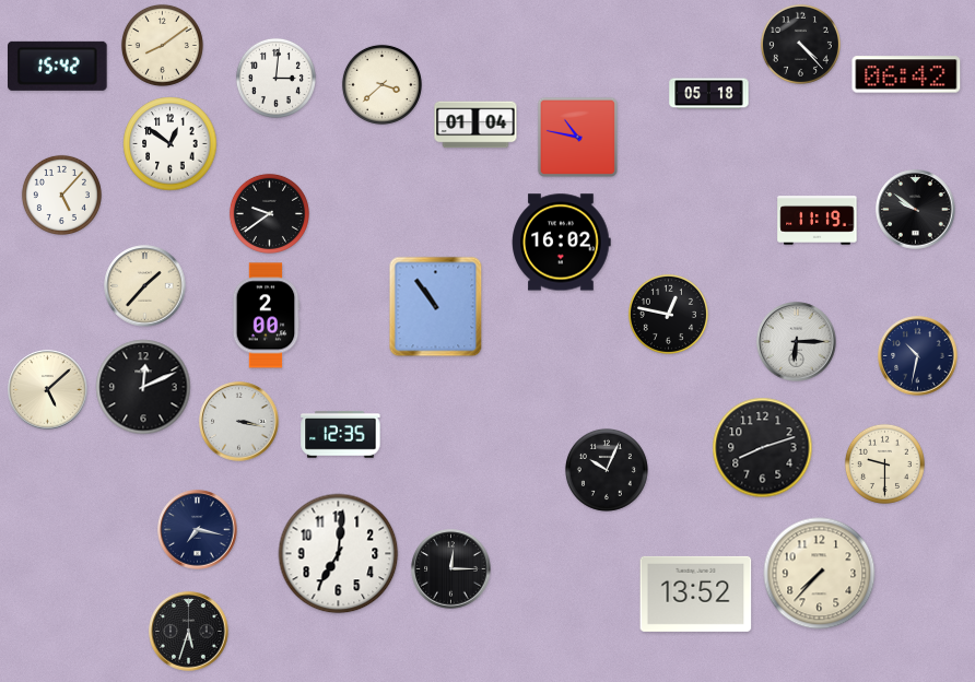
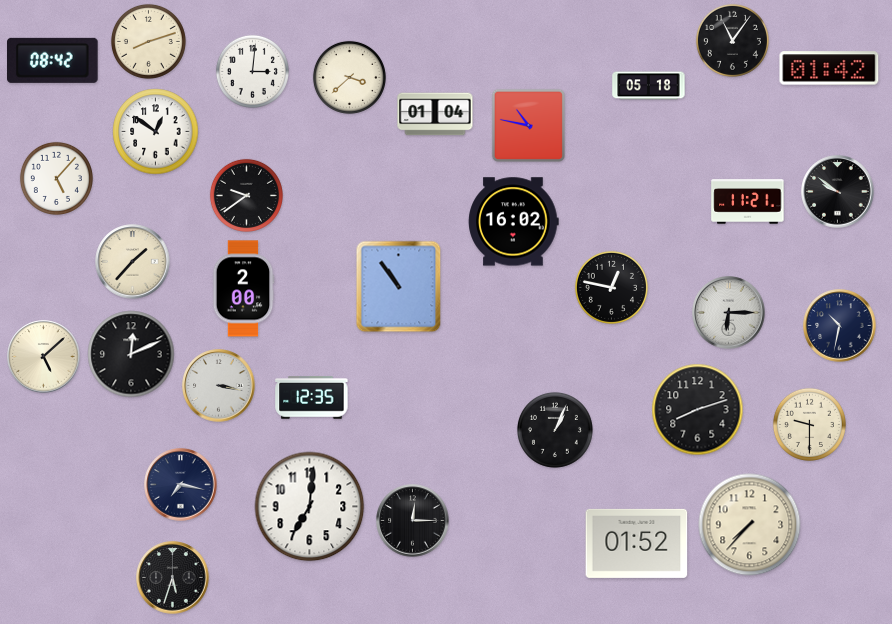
clock at (800, 44): 4:23 -> 11:06
clock at (162, 45): 8:09 -> 8:12
clock at (58, 66): 15:42 -> 08:42
clock at (906, 74): 06:42 -> 01:42
clock at (818, 221): 11:19 -> 11:21
clock at (436, 307) position: (436, 307) -> (399, 287)
clock at (607, 470): 10:04 -> 1:04
clock at (696, 593): 13:52 -> 01:52
